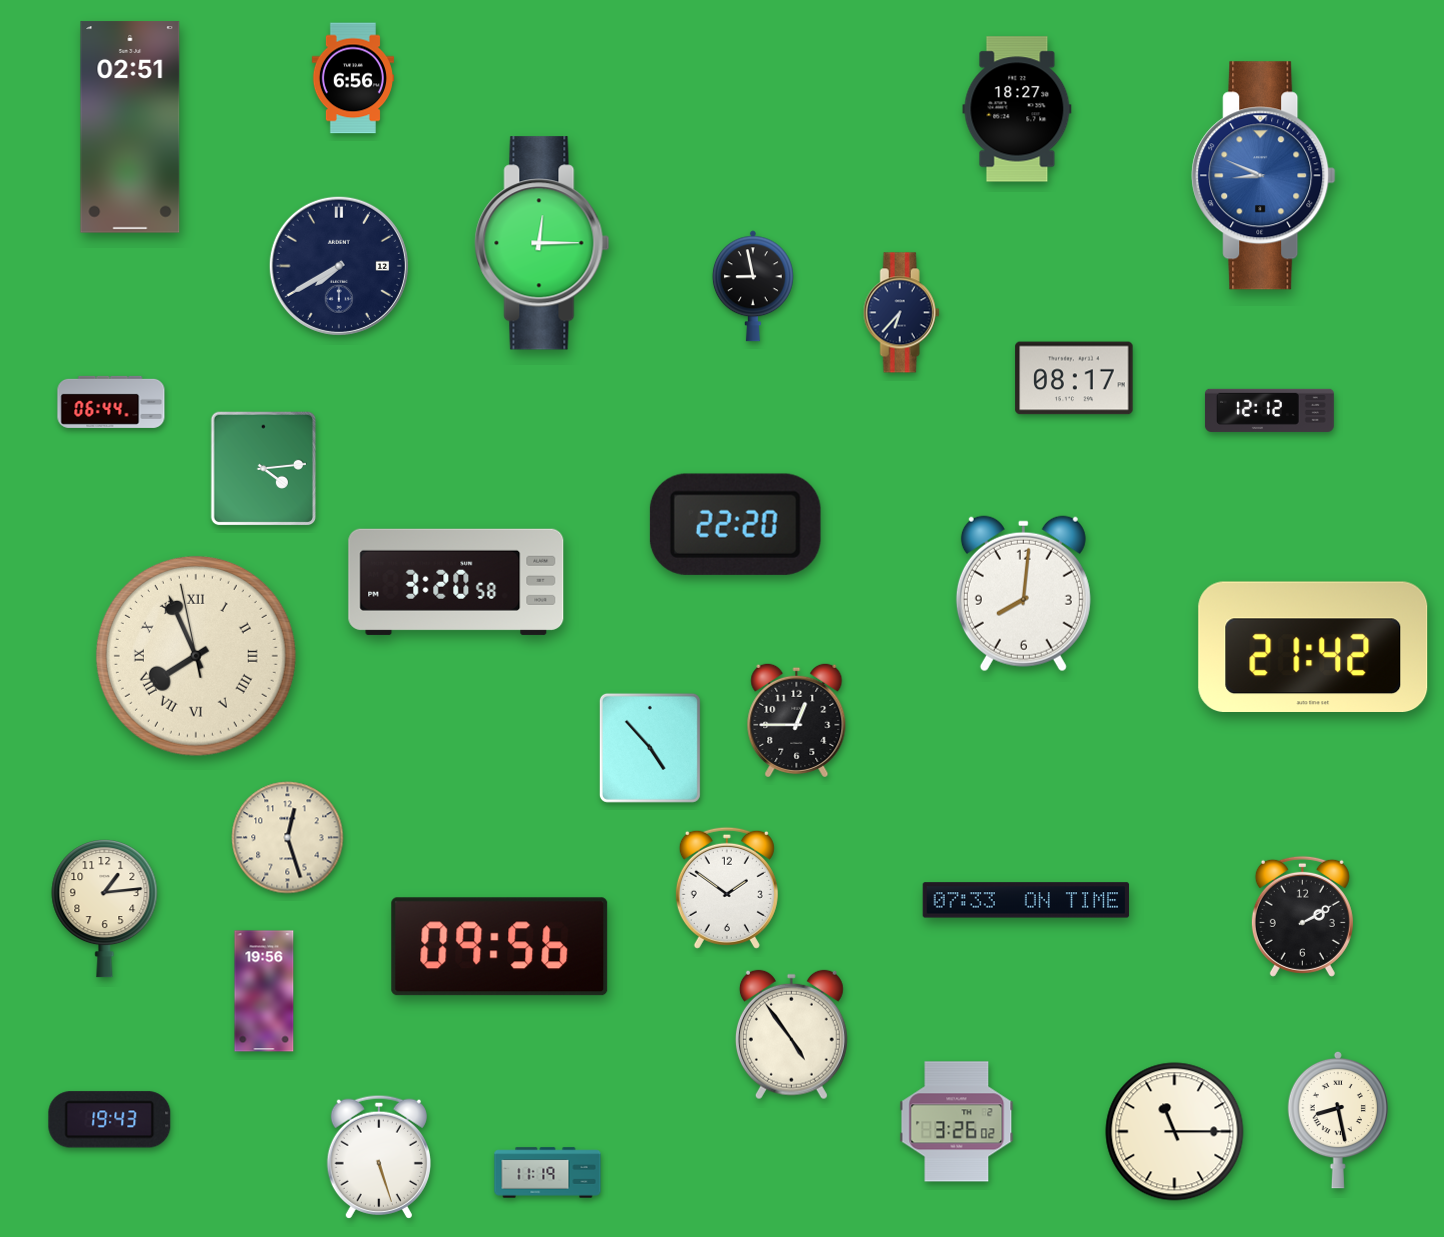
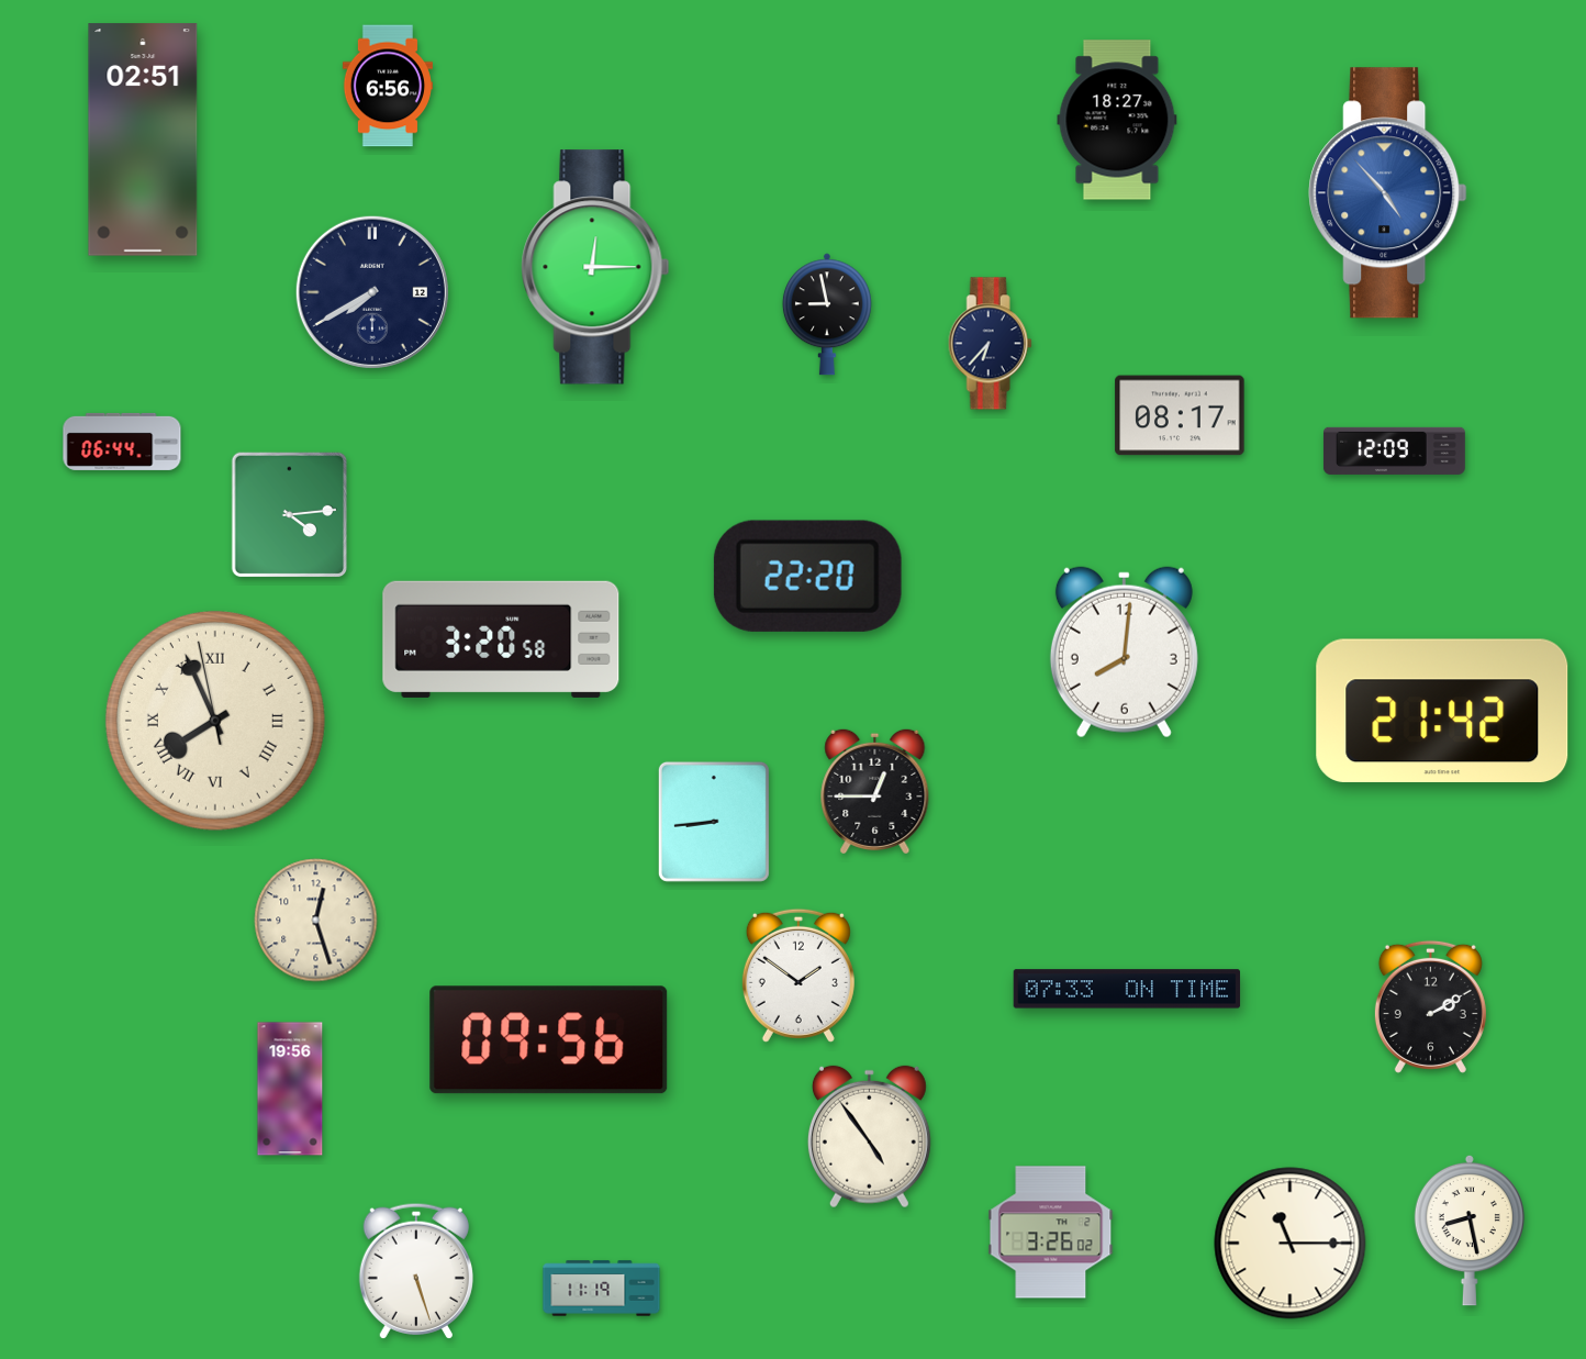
clock at (1264, 176): 8:49 -> 4:53
clock at (1269, 410): 12:12 -> 12:09
clock at (650, 748): 4:53 -> 8:44
clock at (105, 909): 1:14 -> none
clock at (110, 1120): 19:43 -> none
